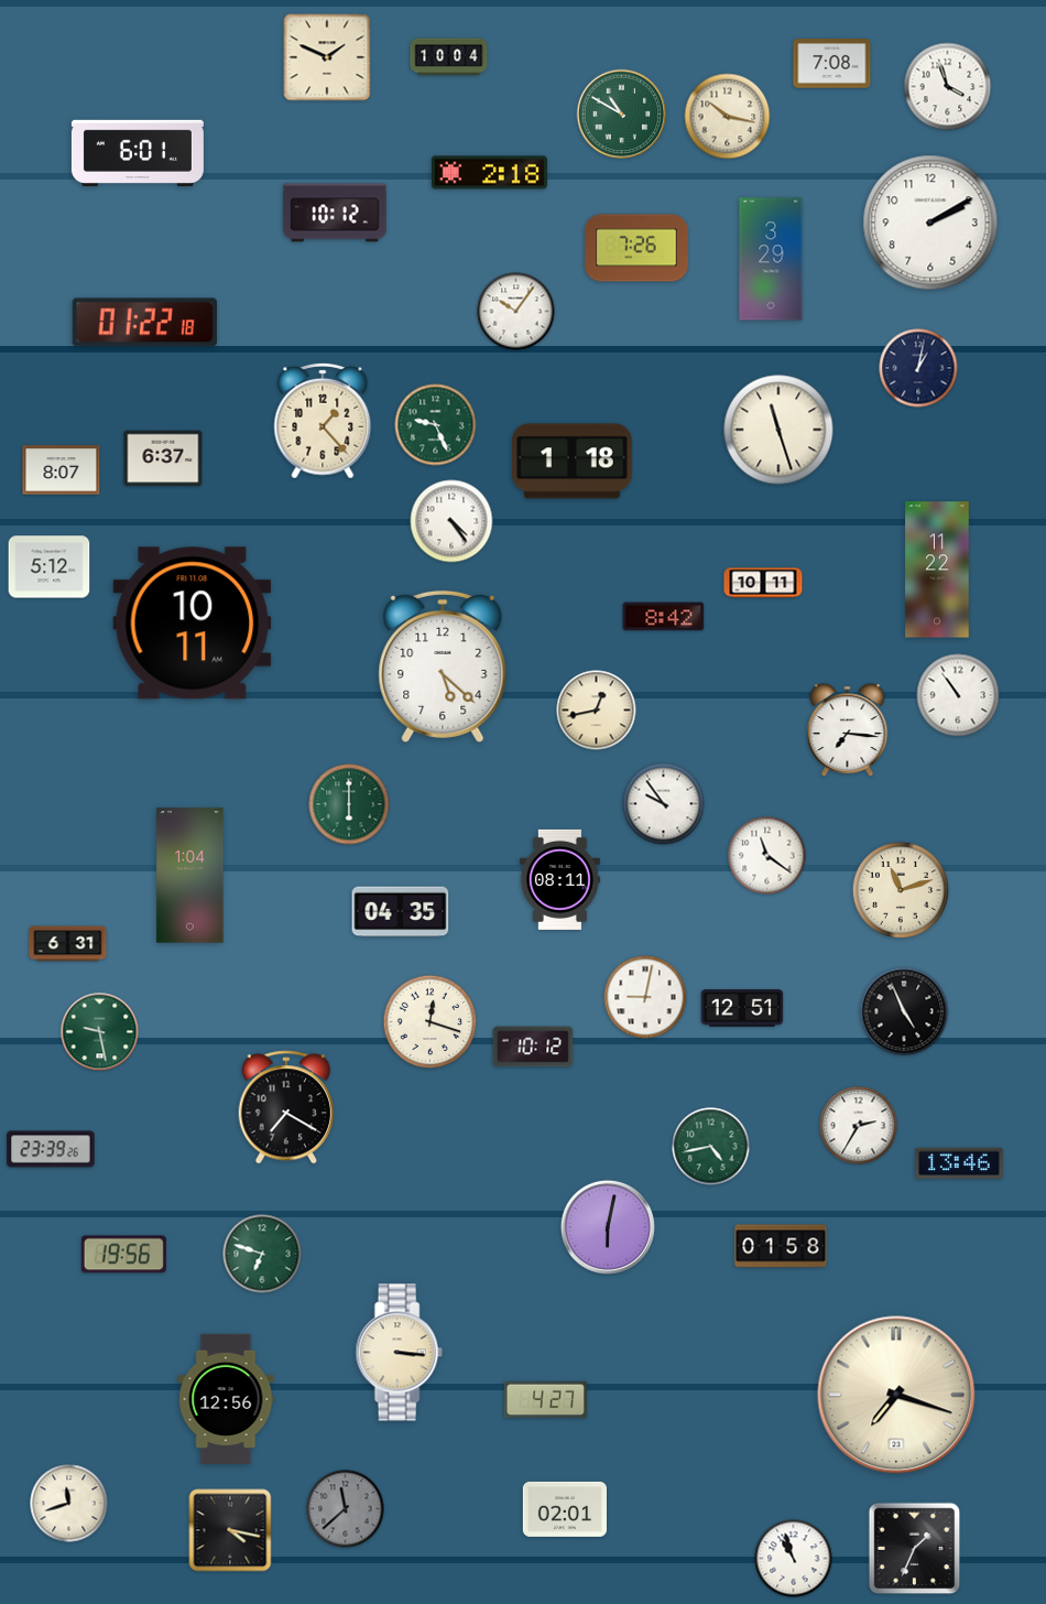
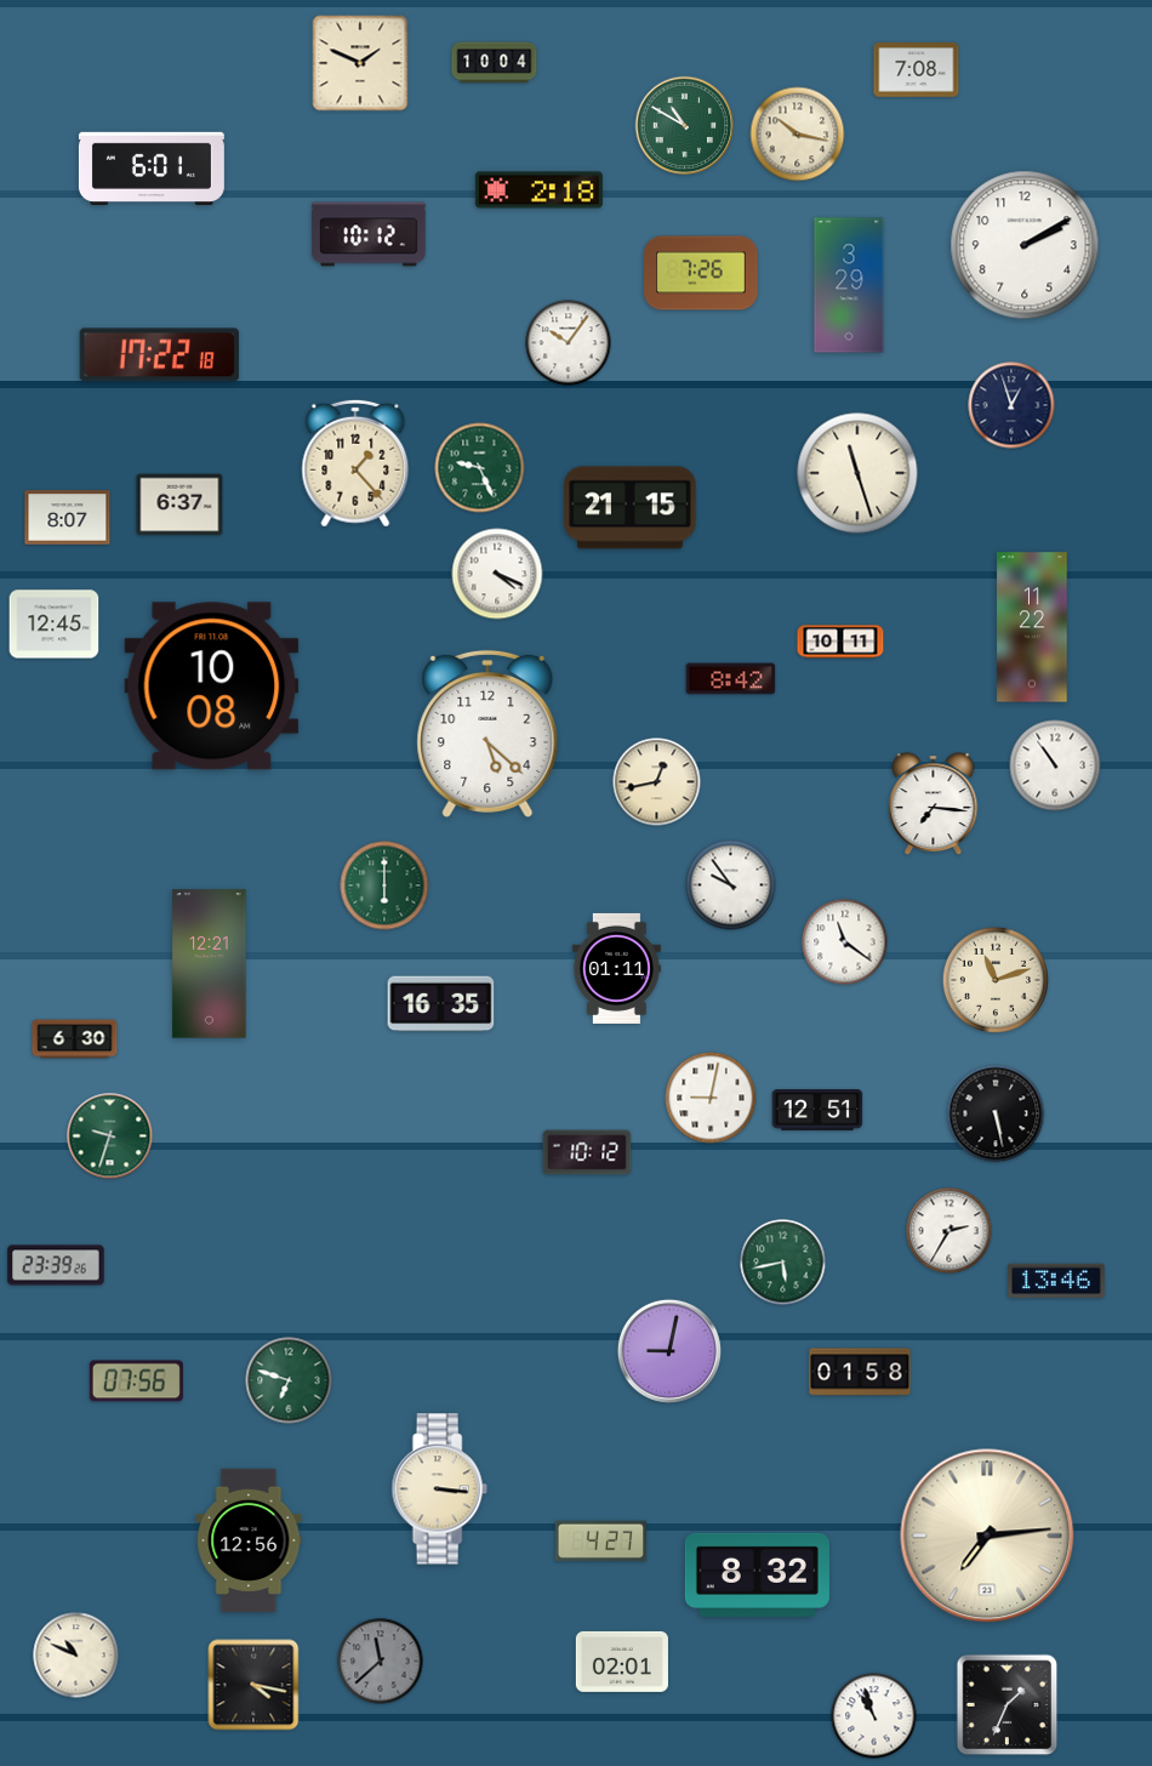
clock at (948, 87): 3:57 -> none
clock at (728, 117) position: (728, 117) -> (798, 135)
clock at (144, 323): 01:22 -> 17:22
clock at (918, 368): 1:02 -> 12:57
clock at (573, 462): 1:18 -> 21:15
clock at (451, 521): 4:24 -> 4:19
clock at (50, 567): 5:12 -> 12:45
clock at (193, 624): 10:11 -> 10:08
clock at (190, 876): 1:04 -> 12:21
clock at (559, 879): 08:11 -> 01:11
clock at (901, 890) position: (901, 890) -> (996, 980)
clock at (401, 912): 04:35 -> 16:35
clock at (68, 944): 6:31 -> 6:30
clock at (904, 1011): 4:56 -> 5:28
clock at (431, 1022): 12:18 -> none
clock at (100, 1032): 9:28 -> 9:33
clock at (286, 1107): 7:20 -> none
clock at (859, 1126) position: (859, 1126) -> (949, 1231)
clock at (711, 1147): 4:43 -> 5:43
clock at (608, 1227): 6:02 -> 9:02
clock at (123, 1255): 19:56 -> 07:56
clock at (896, 1395): 7:18 -> 7:14
clock at (757, 1574): none -> 8:32
clock at (69, 1504): 11:42 -> 10:49
